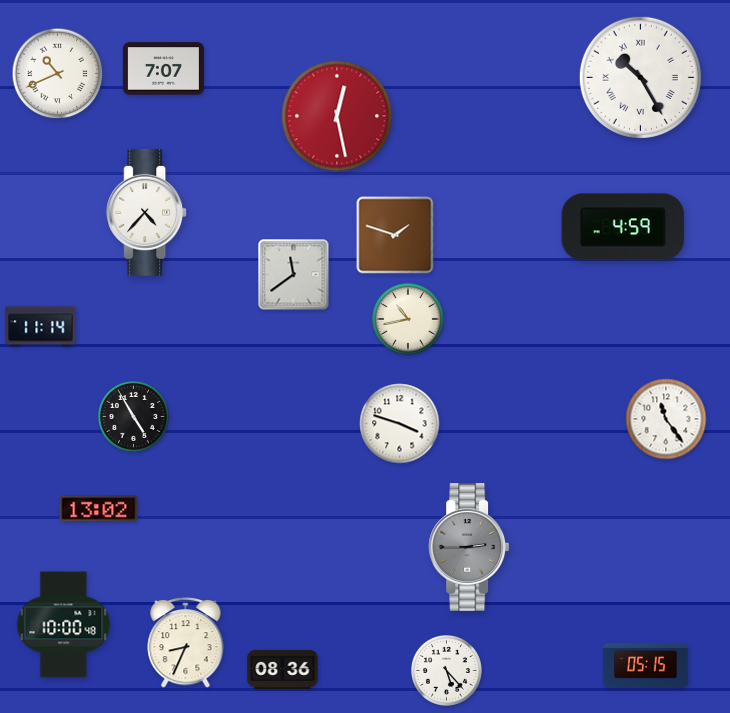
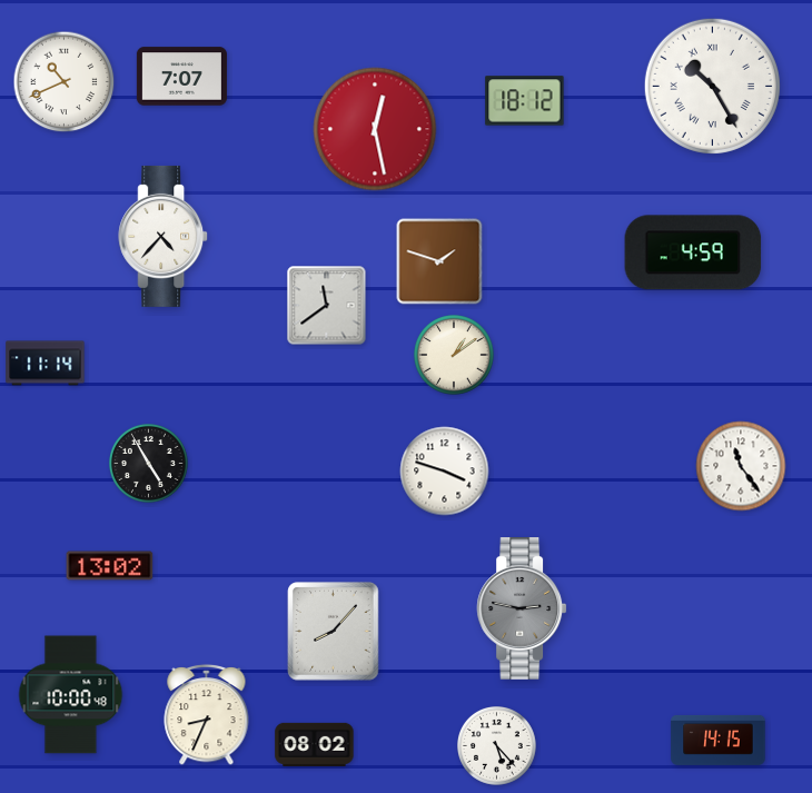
clock at (525, 101): none -> 18:12
clock at (408, 319): 10:43 -> 1:09
clock at (469, 548): 2:45 -> 2:47
clock at (334, 632): none -> 8:07
clock at (646, 665): 05:15 -> 14:15
clock at (283, 669): 08:36 -> 08:02
